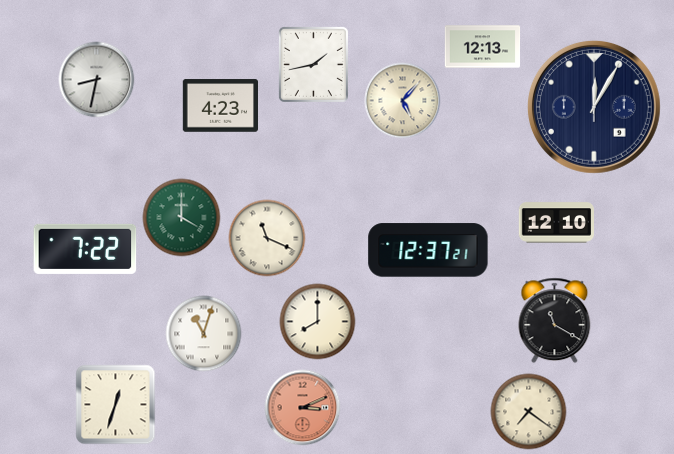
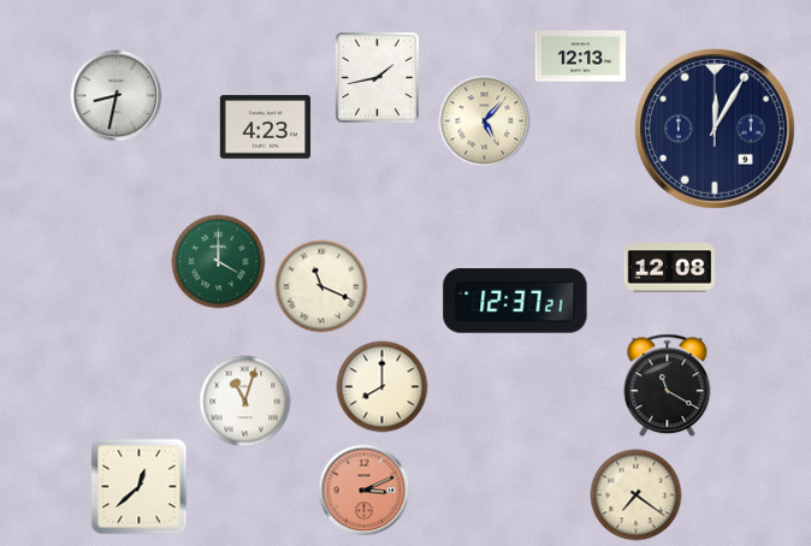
clock at (556, 223): 12:10 -> 12:08
clock at (85, 249): 7:22 -> none
clock at (116, 405): 12:33 -> 12:38
